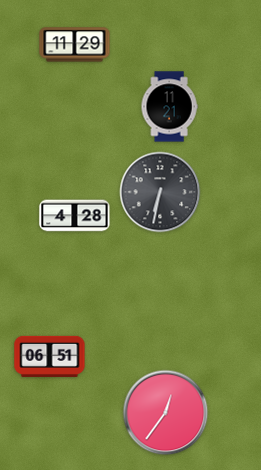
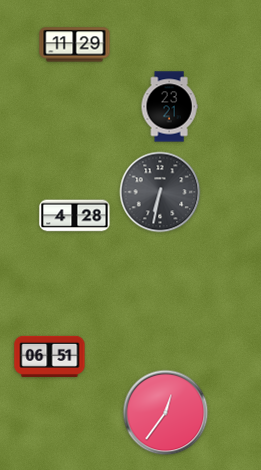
clock at (169, 107): 11:21 -> 23:21
